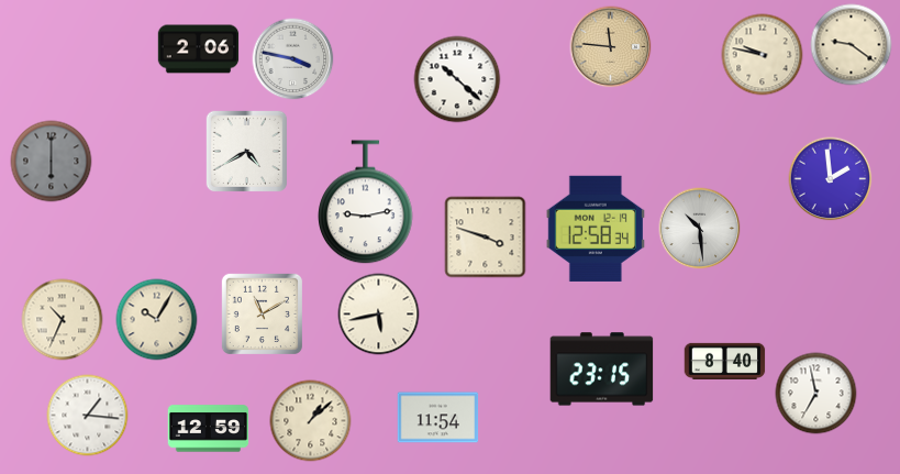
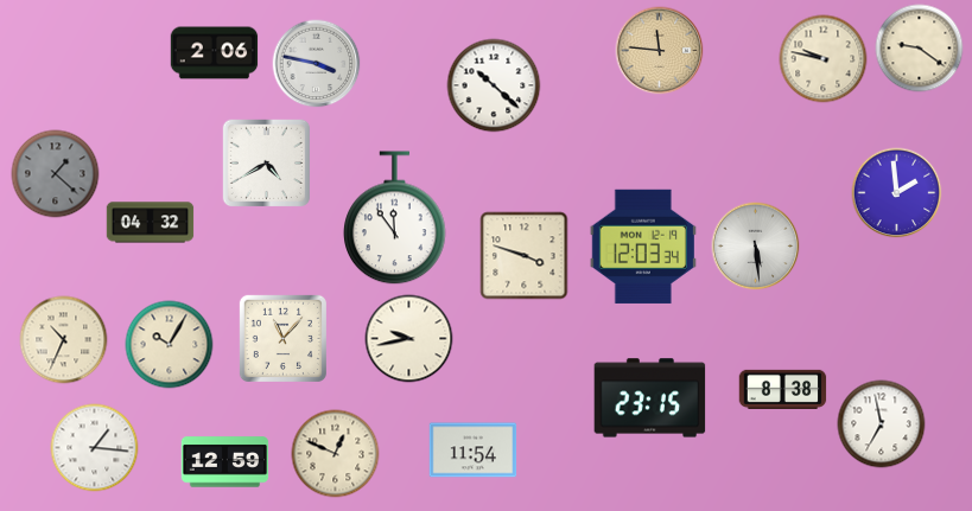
clock at (52, 162): 6:00 -> 1:22
clock at (366, 202): 9:13 -> 11:54
clock at (151, 223): none -> 04:32
clock at (596, 229): 12:58 -> 12:03
clock at (700, 229): 10:29 -> 5:29
clock at (262, 313): 11:10 -> 11:07
clock at (379, 315): 5:43 -> 9:43
clock at (63, 320) position: (63, 320) -> (64, 340)
clock at (725, 361): 8:40 -> 8:38
clock at (311, 421): 1:08 -> 12:49
